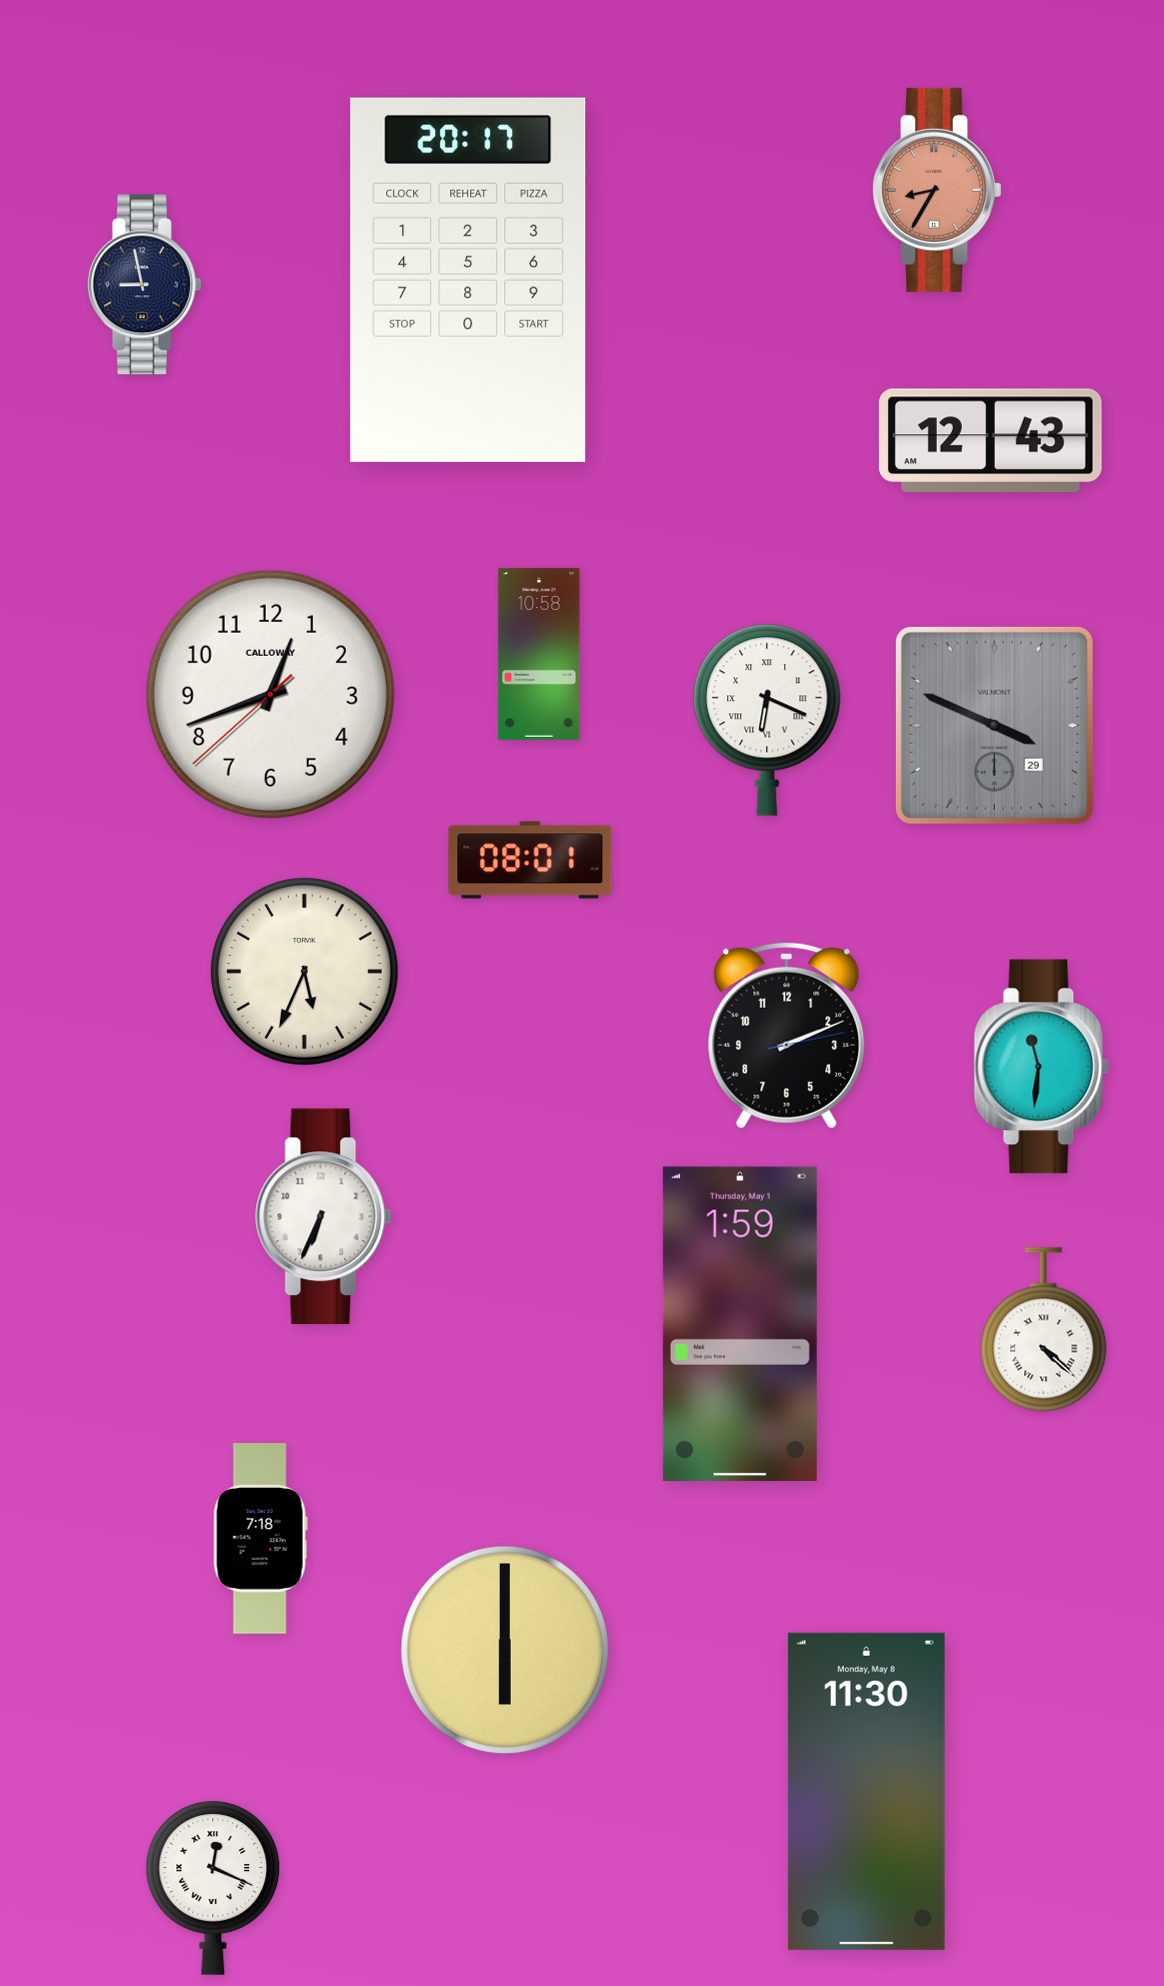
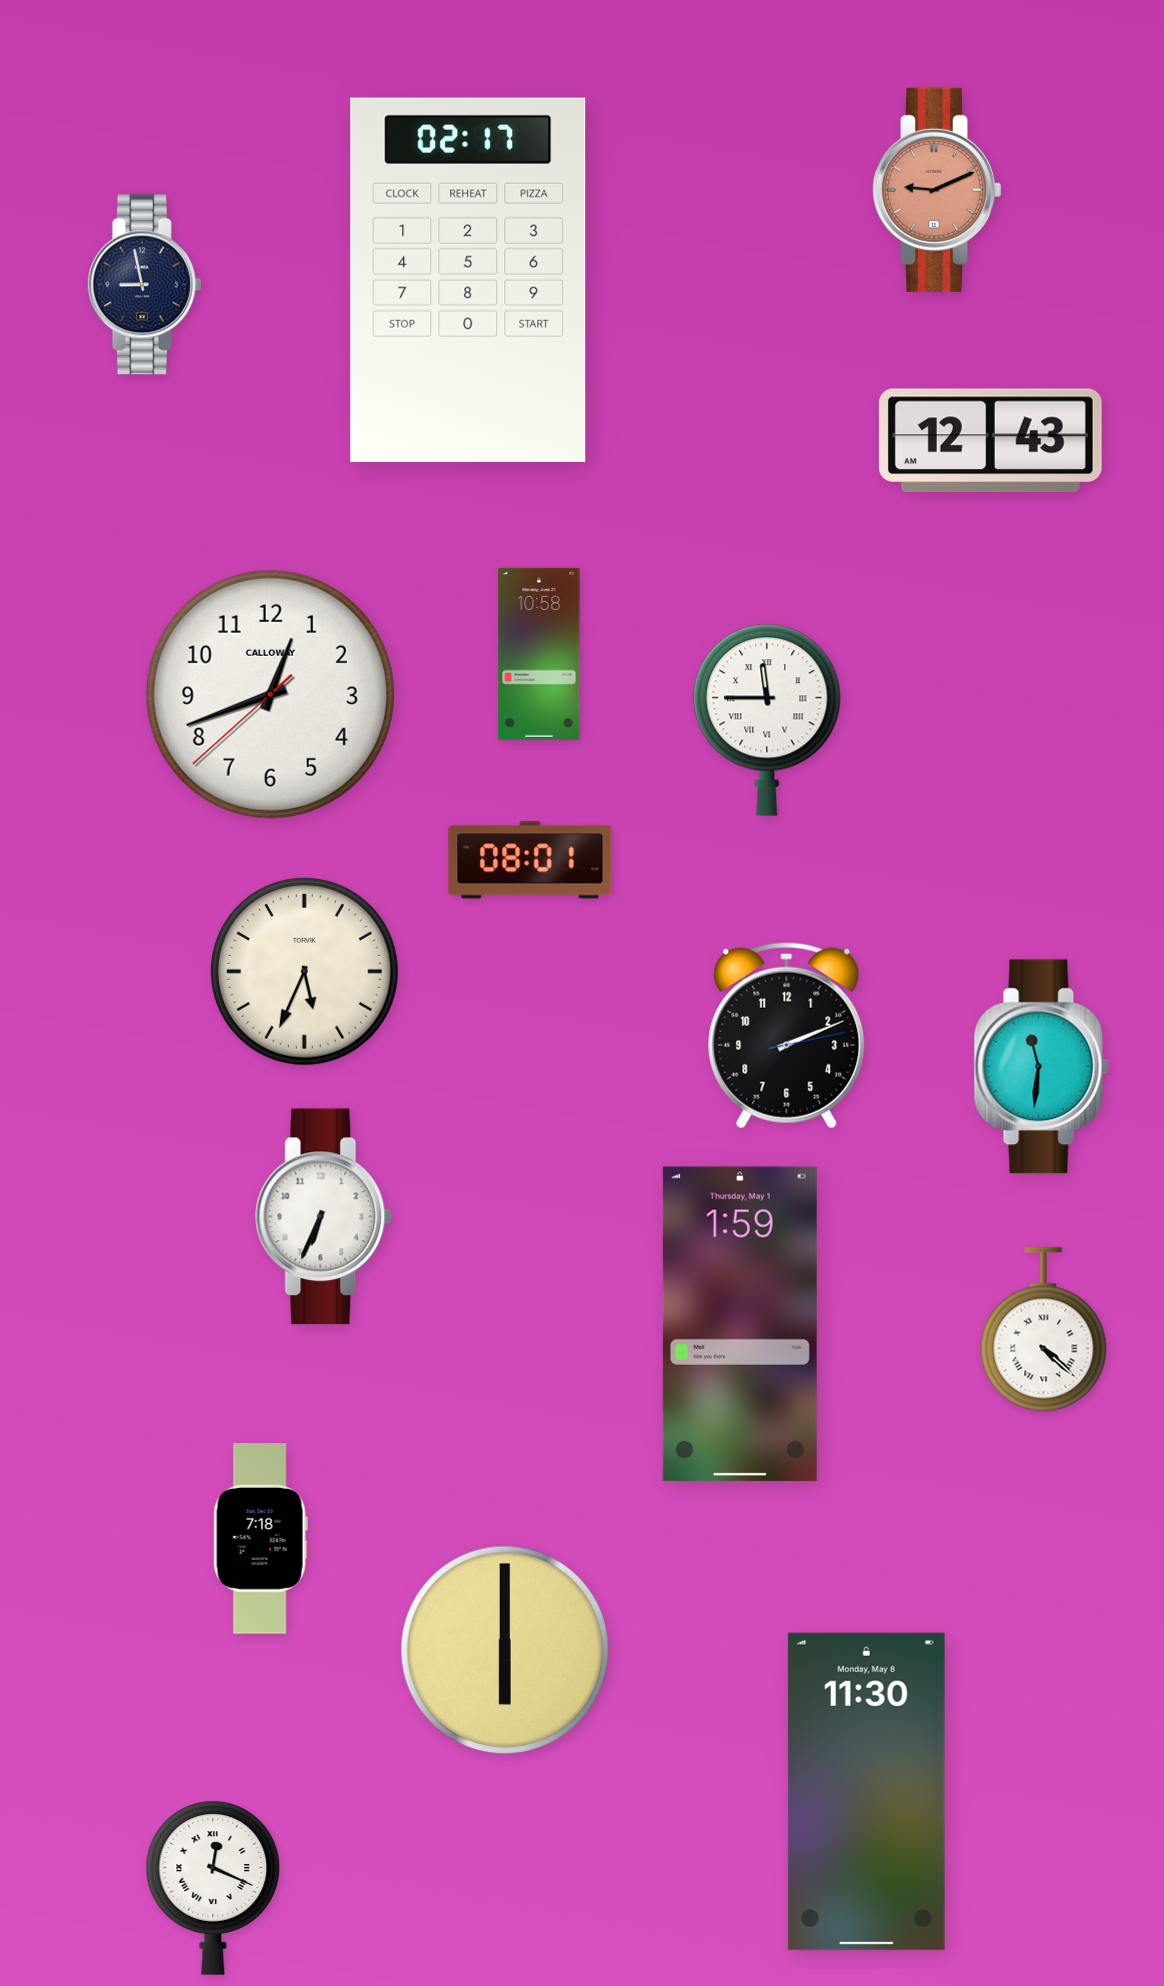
clock at (936, 190): 8:35 -> 9:11
clock at (468, 280): 20:17 -> 02:17
clock at (767, 720): 6:19 -> 11:45
clock at (994, 725): 3:49 -> none
